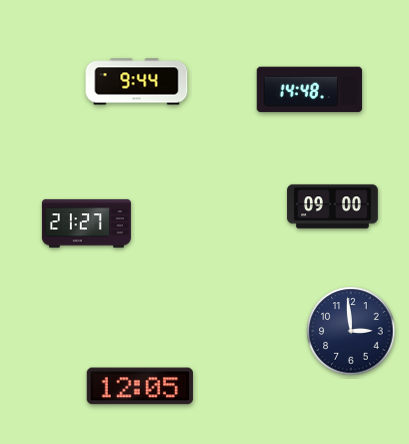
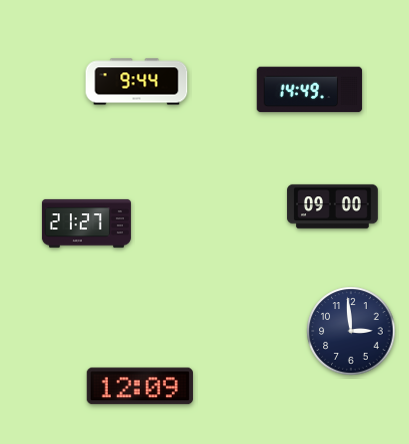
clock at (310, 90): 14:48 -> 14:49
clock at (140, 386): 12:05 -> 12:09
